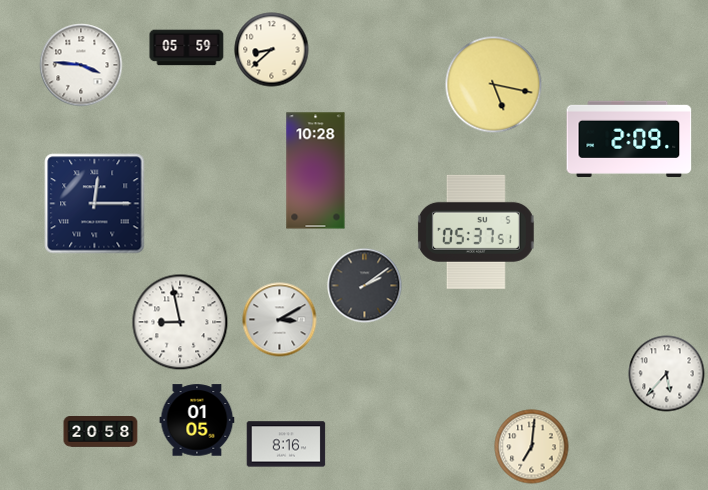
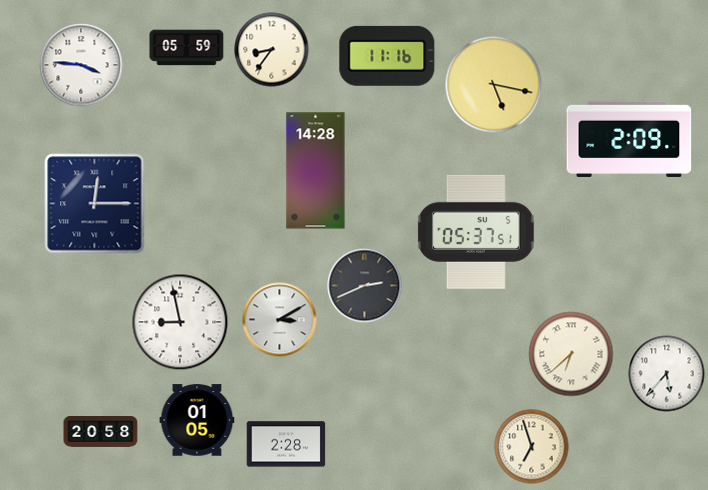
clock at (272, 50): 8:38 -> 8:36
clock at (387, 56): none -> 11:16
clock at (316, 171): 10:28 -> 14:28
clock at (365, 286): 2:09 -> 2:41
clock at (571, 354): none -> 6:38
clock at (286, 444): 8:16 -> 2:28
clock at (532, 447): 7:01 -> 6:57
